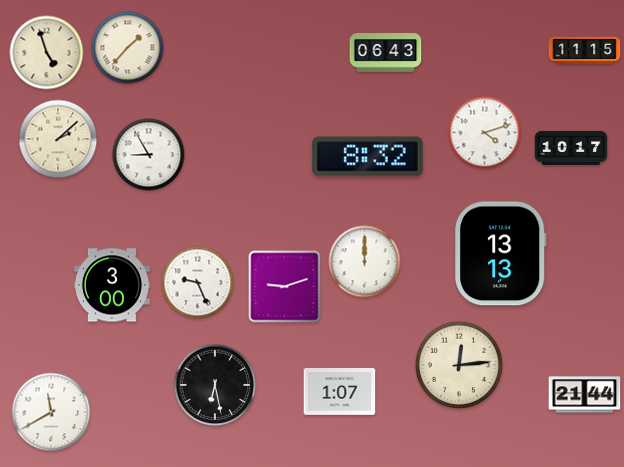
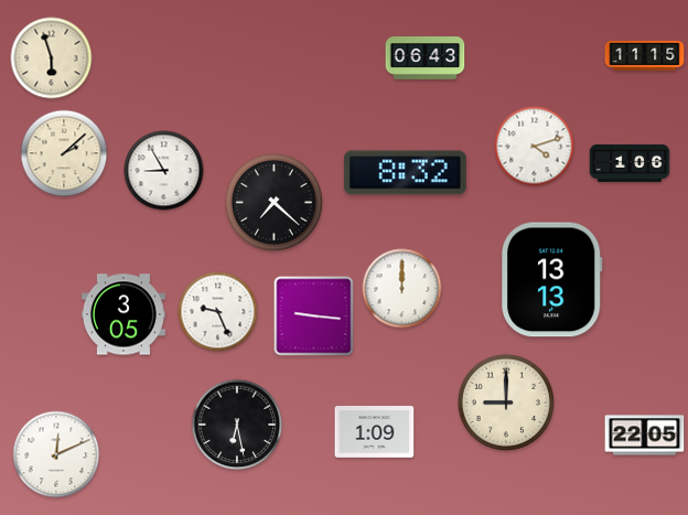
clock at (128, 48): 1:37 -> none
clock at (47, 53): 4:57 -> 5:57
clock at (571, 148): 10:17 -> 1:06
clock at (273, 202): none -> 7:22
clock at (112, 285): 3:00 -> 3:05
clock at (285, 287): 9:12 -> 9:16
clock at (459, 365): 12:14 -> 9:00
clock at (340, 392): 1:07 -> 1:09
clock at (585, 395): 21:44 -> 22:05
clock at (51, 412): 11:40 -> 12:11
